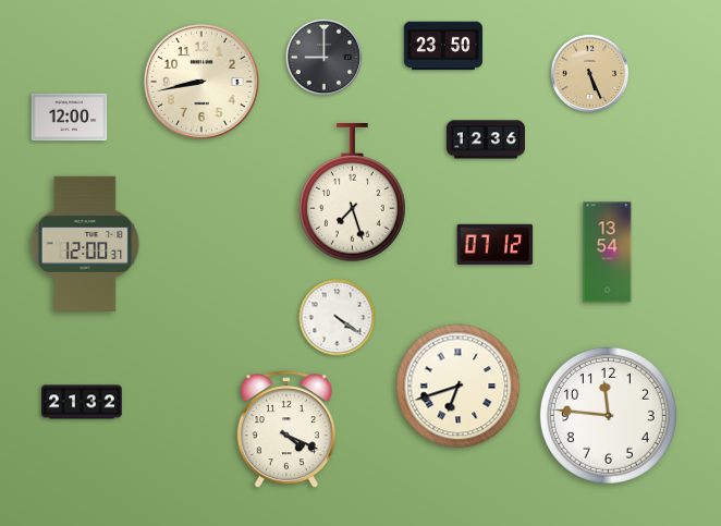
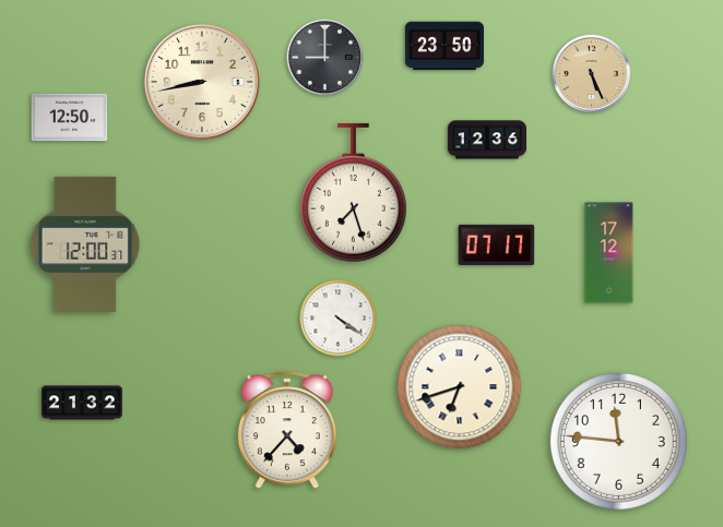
clock at (70, 118): 12:00 -> 12:50
clock at (496, 244): 07:12 -> 07:17
clock at (608, 253): 13:54 -> 17:12
clock at (608, 415) position: (608, 415) -> (618, 441)
clock at (286, 430): 4:19 -> 4:37
